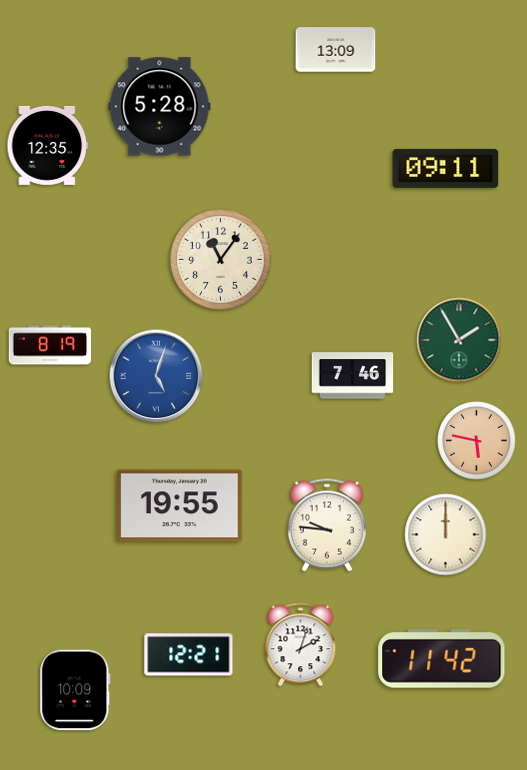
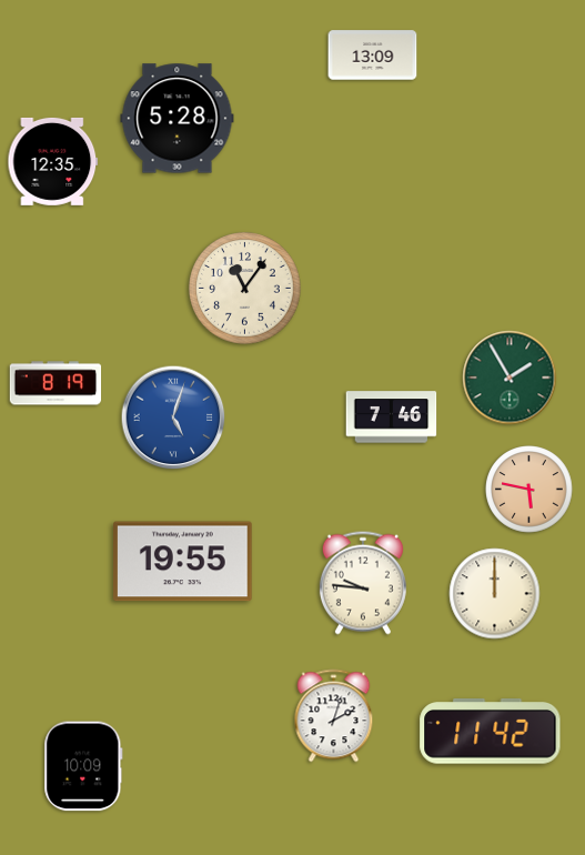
clock at (446, 168): 09:11 -> none
clock at (180, 506) position: (180, 506) -> (183, 562)
clock at (189, 655): 12:21 -> none
